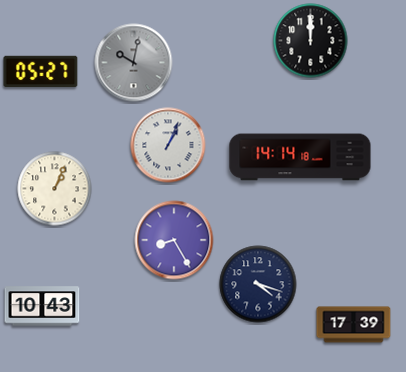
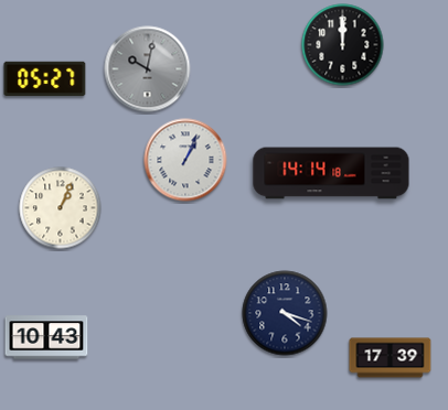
clock at (174, 240): 8:25 -> none
